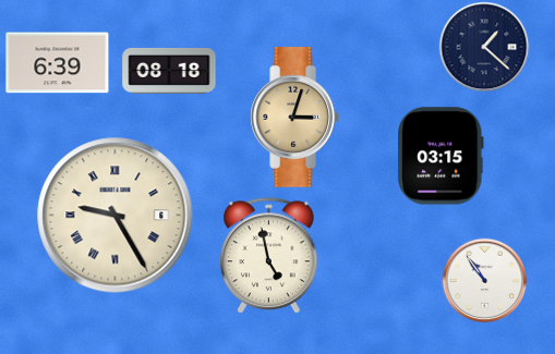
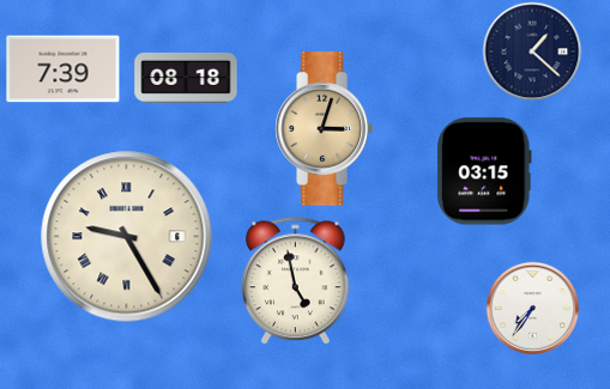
clock at (58, 63): 6:39 -> 7:39
clock at (484, 280): 10:54 -> 7:36
